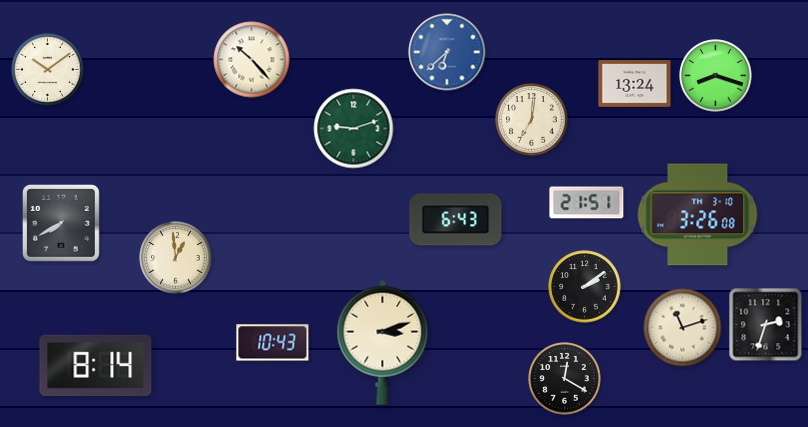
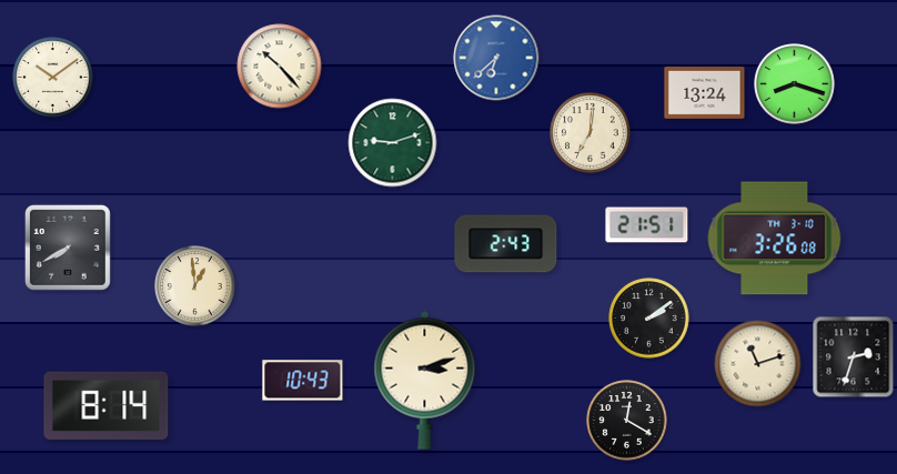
clock at (587, 203) position: (587, 203) -> (647, 225)
clock at (456, 220): 6:43 -> 2:43
clock at (766, 325) position: (766, 325) -> (854, 357)
